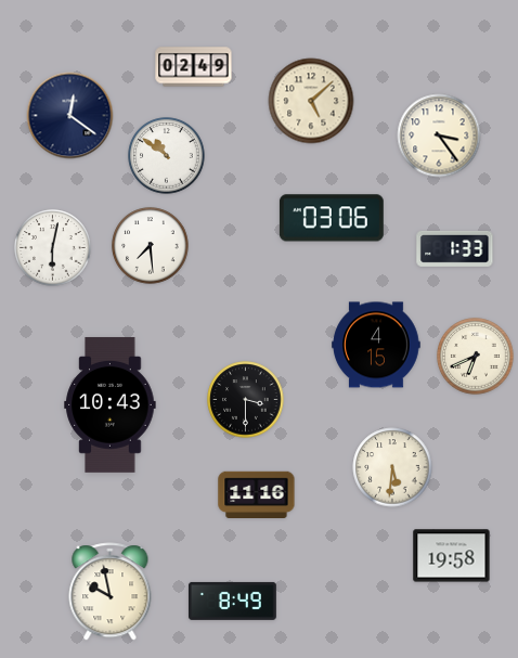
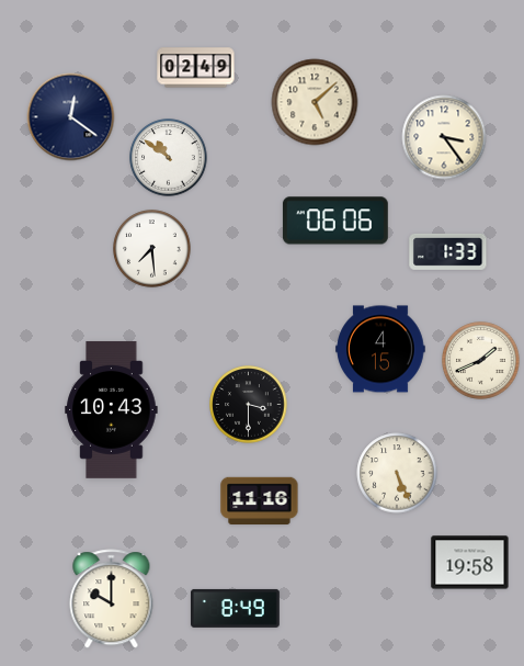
clock at (332, 218): 03:06 -> 06:06
clock at (53, 248): 6:02 -> none
clock at (455, 248) position: (455, 248) -> (448, 251)
clock at (476, 357): 6:41 -> 1:41
clock at (392, 467): 5:31 -> 5:26
clock at (452, 556) position: (452, 556) -> (470, 563)
clock at (111, 592): 9:58 -> 10:00
